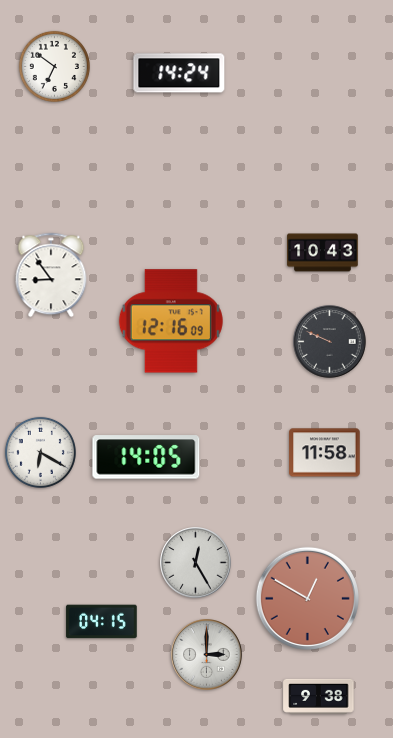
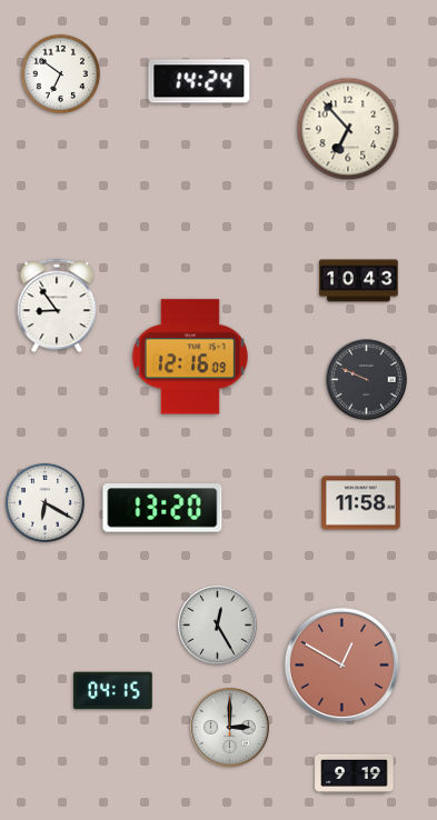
clock at (348, 129): none -> 6:53
clock at (146, 457): 14:05 -> 13:20
clock at (319, 696): 9:38 -> 9:19
